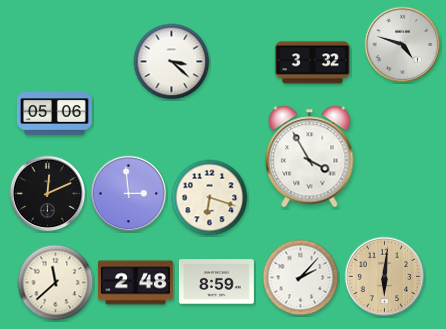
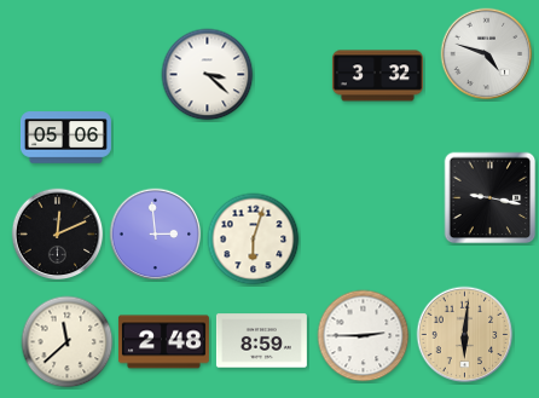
clock at (310, 157): 3:55 -> none
clock at (491, 198): none -> 9:17
clock at (210, 198): 6:18 -> 6:03
clock at (301, 278): 2:07 -> 2:45
